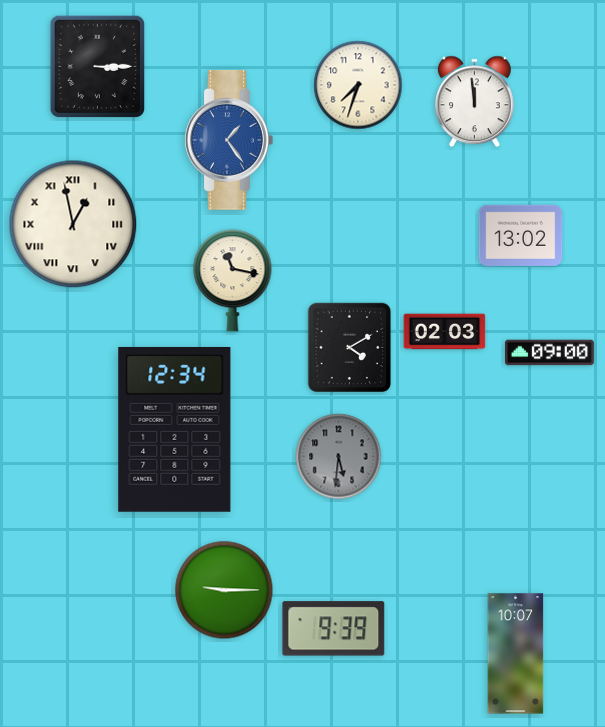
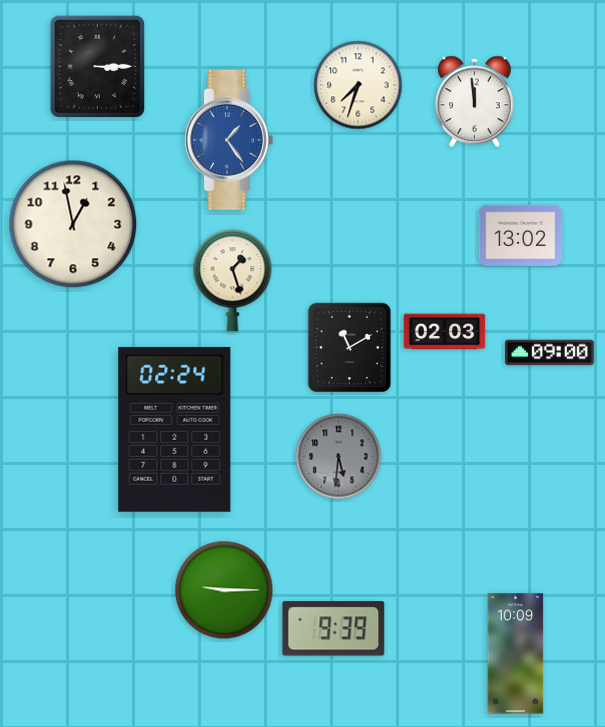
clock at (73, 224) numerals: Roman -> Arabic
clock at (233, 281): 11:17 -> 1:27
clock at (350, 348): 4:10 -> 11:10
clock at (175, 429): 12:34 -> 02:24
clock at (516, 654): 10:07 -> 10:09
